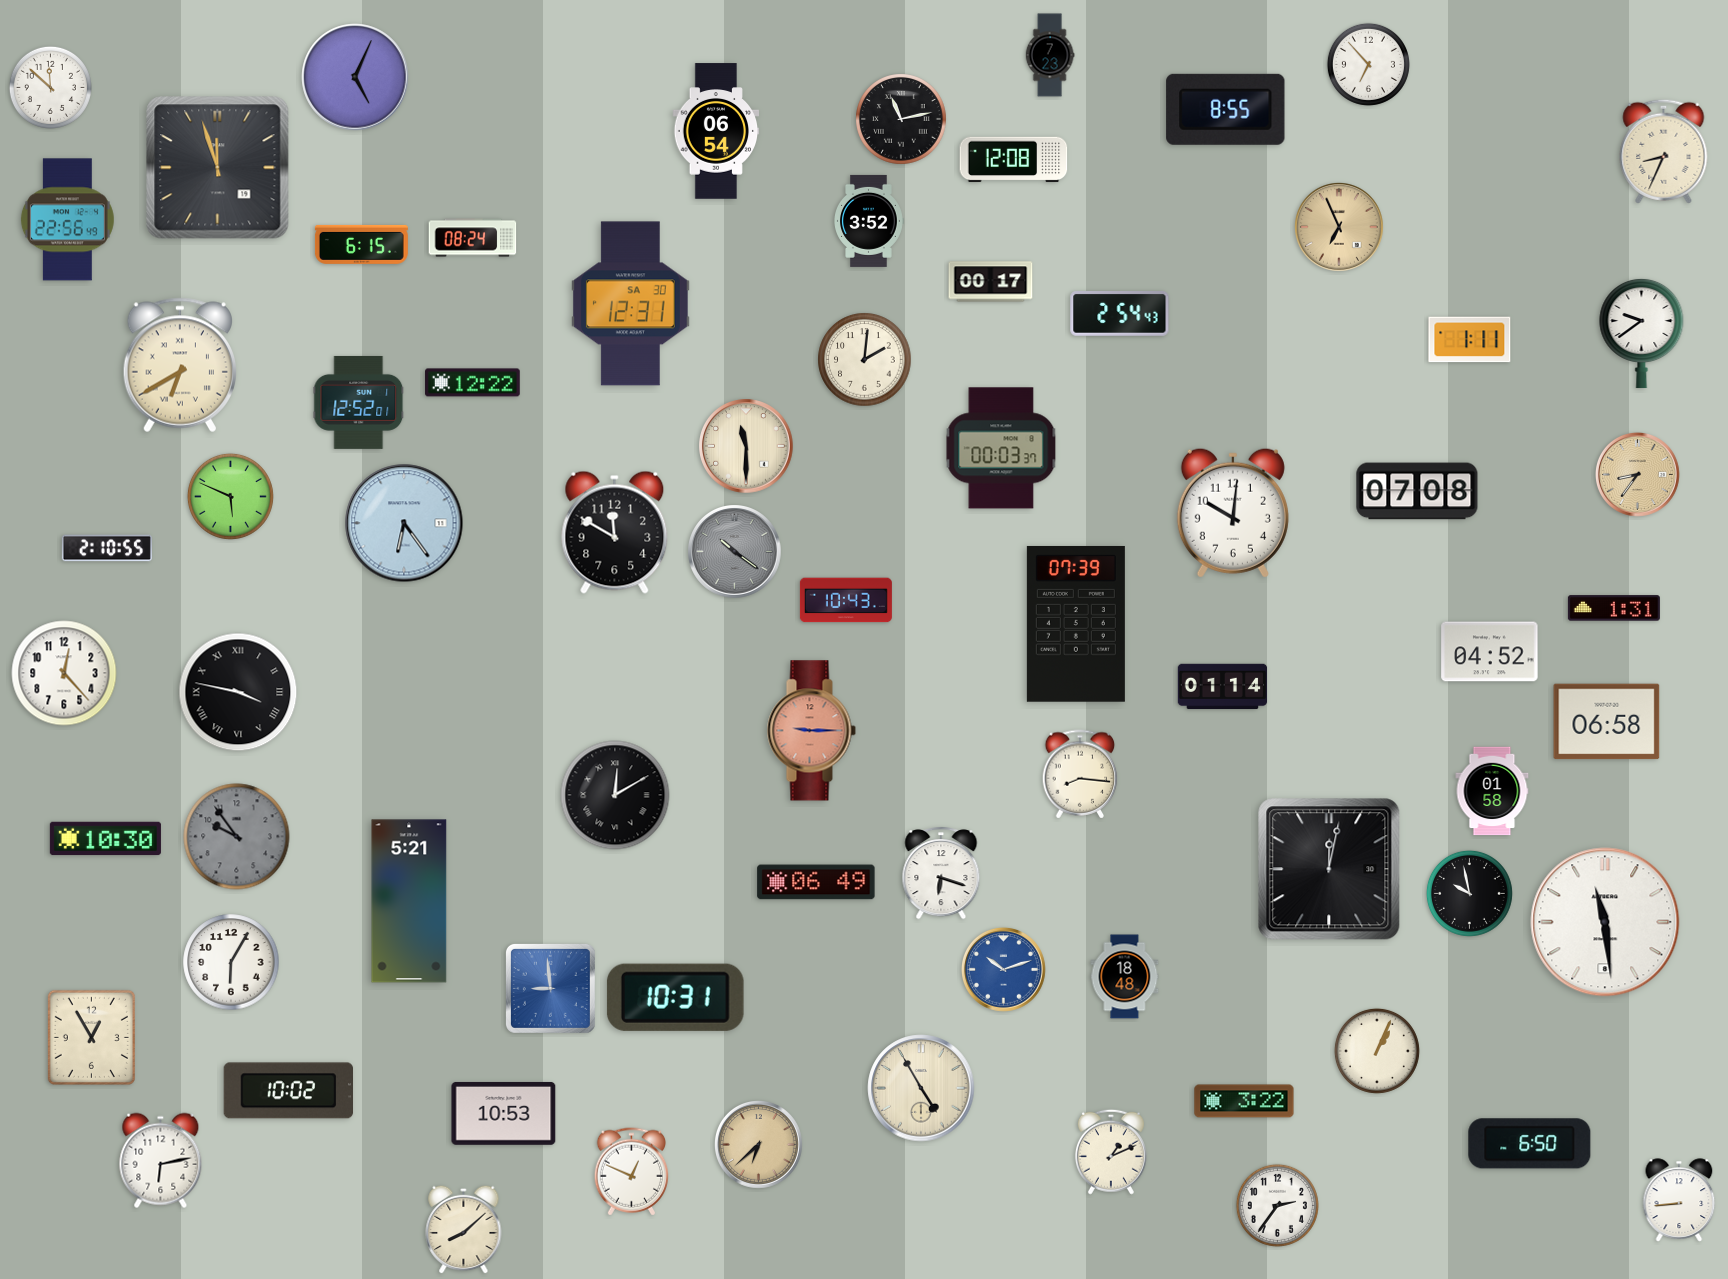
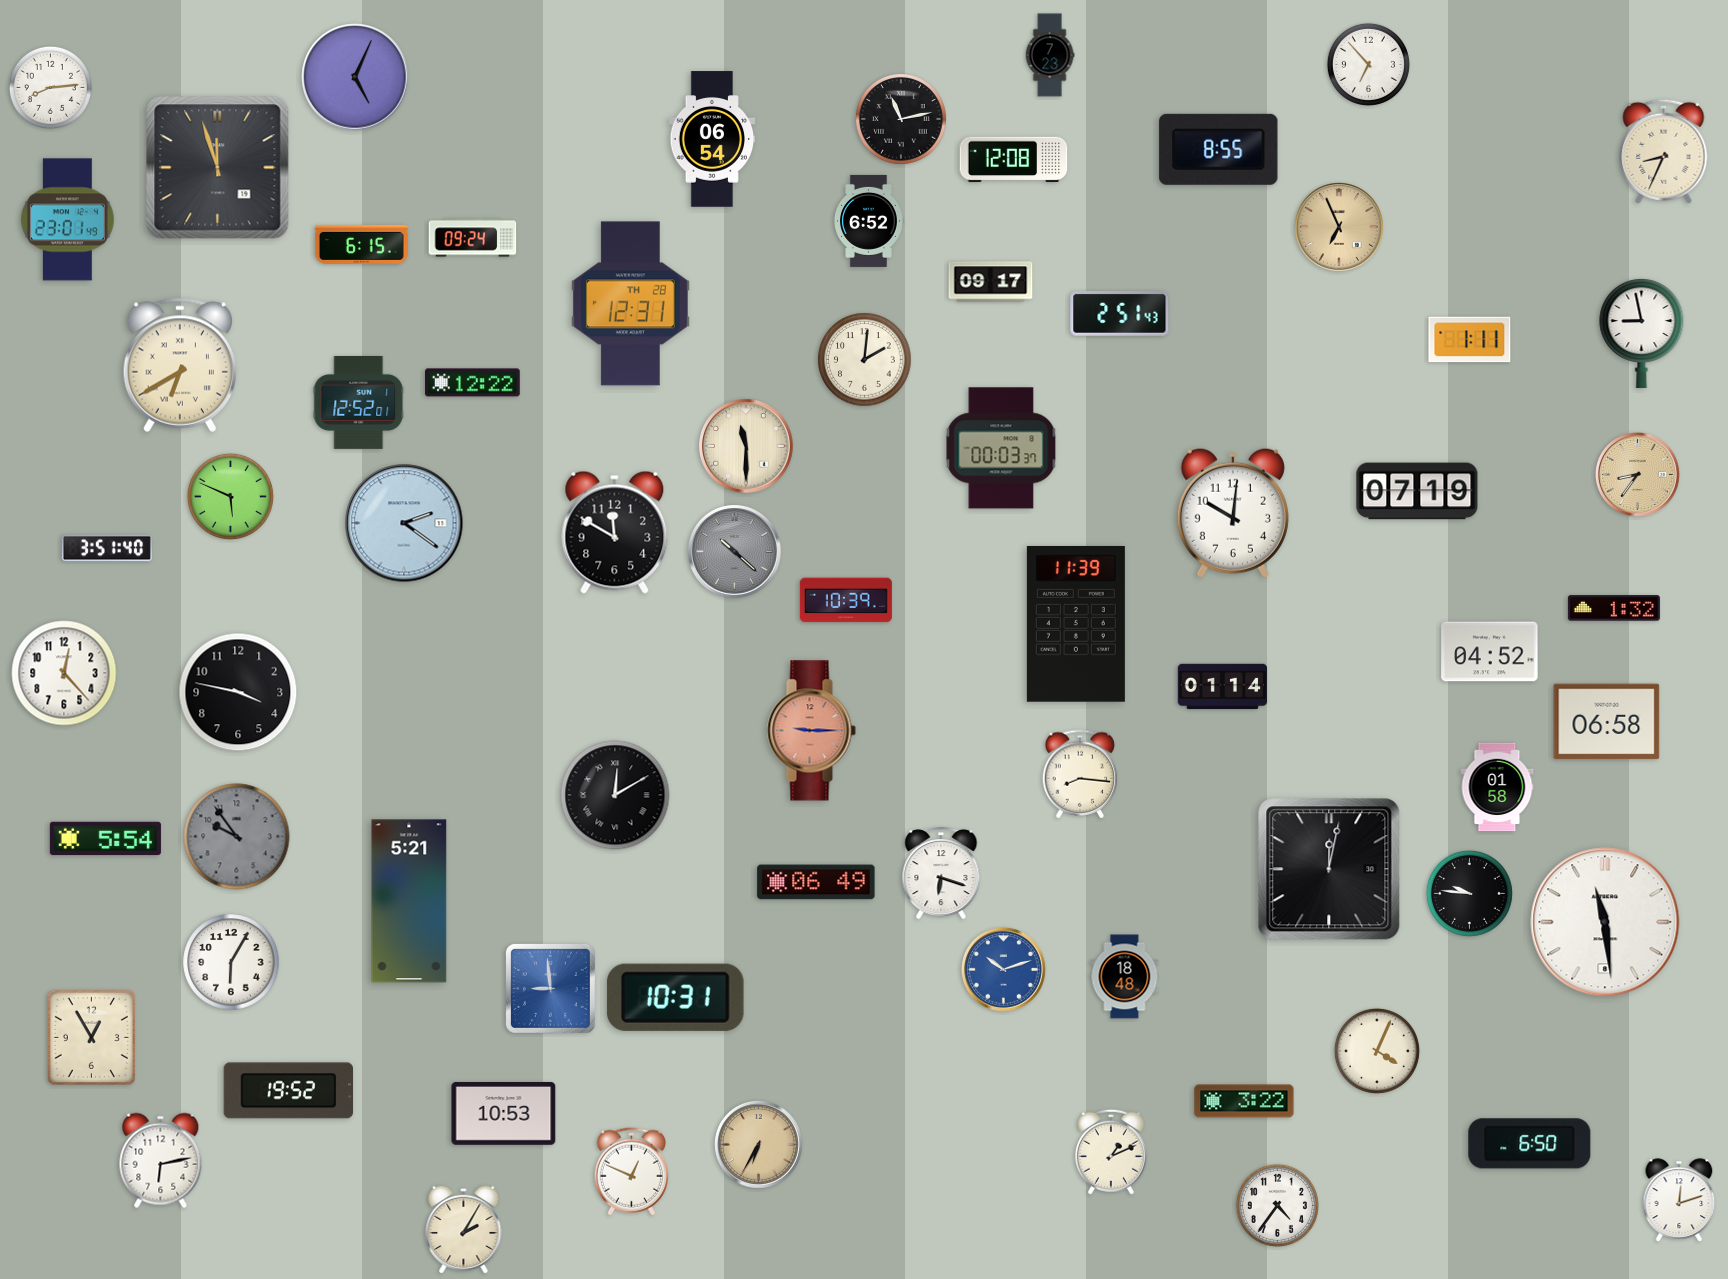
clock at (50, 87): 11:52 -> 8:14
clock at (1226, 109) position: (1226, 109) -> (1219, 149)
clock at (716, 131) position: (716, 131) -> (712, 139)
clock at (67, 220): 22:56 -> 23:01
clock at (869, 221): 3:52 -> 6:52
clock at (473, 238): 08:24 -> 09:24
clock at (991, 282): 00:17 -> 09:17
clock at (630, 304) date: SA 30 -> TH 28
clock at (1120, 314): 2:54 -> 2:51
clock at (1642, 333): 9:39 -> 8:58
clock at (1417, 491): 07:08 -> 07:19
clock at (404, 523): 6:24 -> 2:21
clock at (107, 548): 2:10 -> 3:51
clock at (735, 552): 10:21 -> 10:22
clock at (846, 600): 10:43 -> 10:39
clock at (1614, 608): 1:31 -> 1:32
clock at (1076, 624): 07:39 -> 11:39
clock at (238, 692) numerals: Roman -> Arabic
clock at (1492, 791) position: (1492, 791) -> (1497, 787)
clock at (105, 839): 10:30 -> 5:54
clock at (1469, 893): 9:58 -> 9:46
clock at (1377, 1051): 1:04 -> 4:04
clock at (921, 1088): 4:55 -> none
clock at (288, 1091): 10:02 -> 19:52
clock at (759, 1145): 6:38 -> 6:35
clock at (1679, 1200): 8:44 -> 12:12
clock at (1277, 1205): 2:36 -> 4:36
clock at (464, 1229): 8:08 -> 2:05
